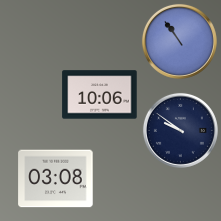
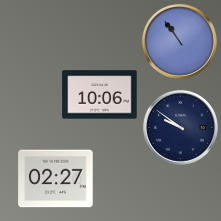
clock at (180, 130) position: (180, 130) -> (180, 127)
clock at (56, 179): 03:08 -> 02:27
